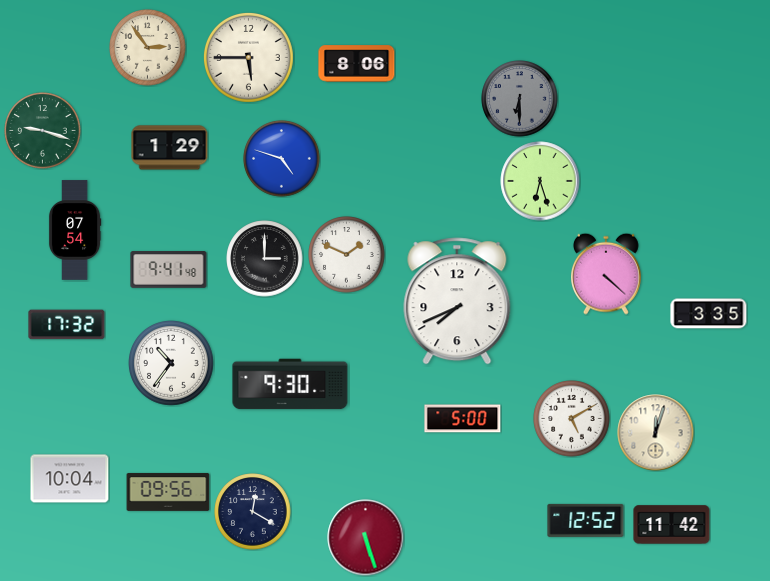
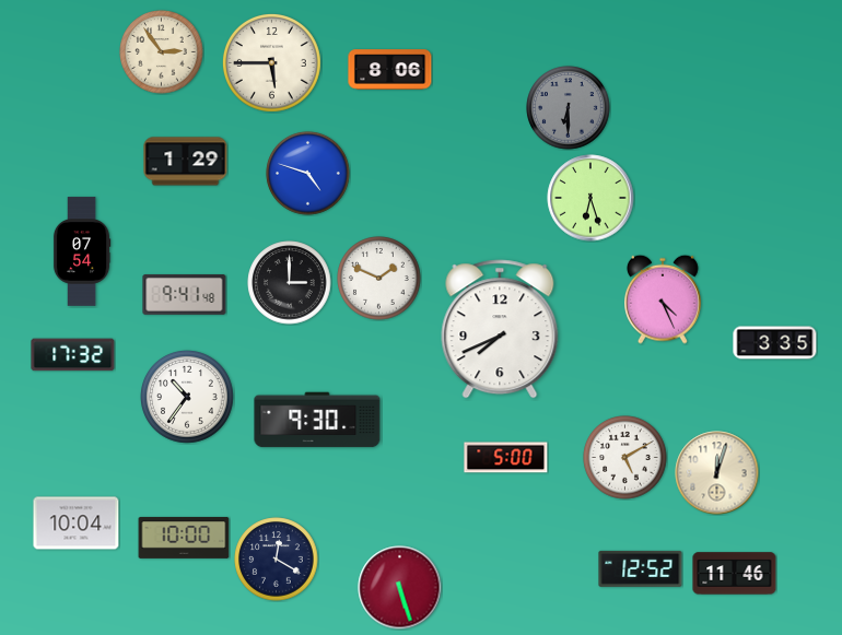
clock at (43, 131): 9:18 -> none
clock at (607, 274): 4:22 -> 4:26
clock at (168, 492): 09:56 -> 10:00
clock at (672, 525): 11:42 -> 11:46
